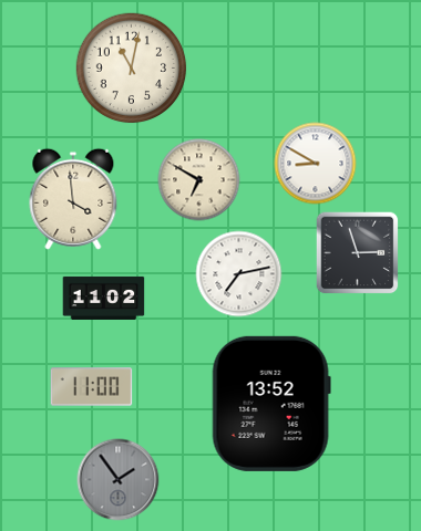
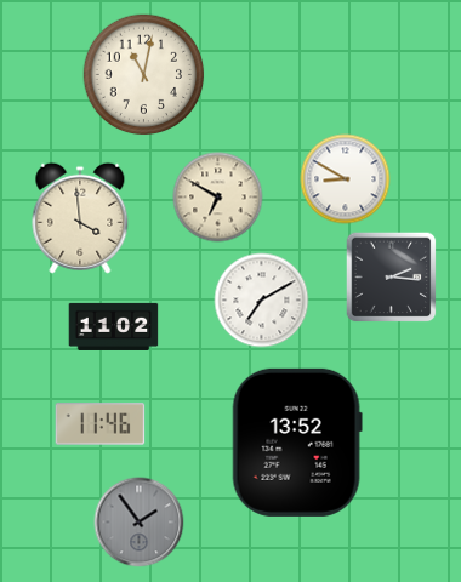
clock at (358, 253): 2:57 -> 2:16
clock at (239, 274): 7:13 -> 7:10
clock at (92, 387): 11:00 -> 11:46
clock at (119, 480) position: (119, 480) -> (140, 523)
